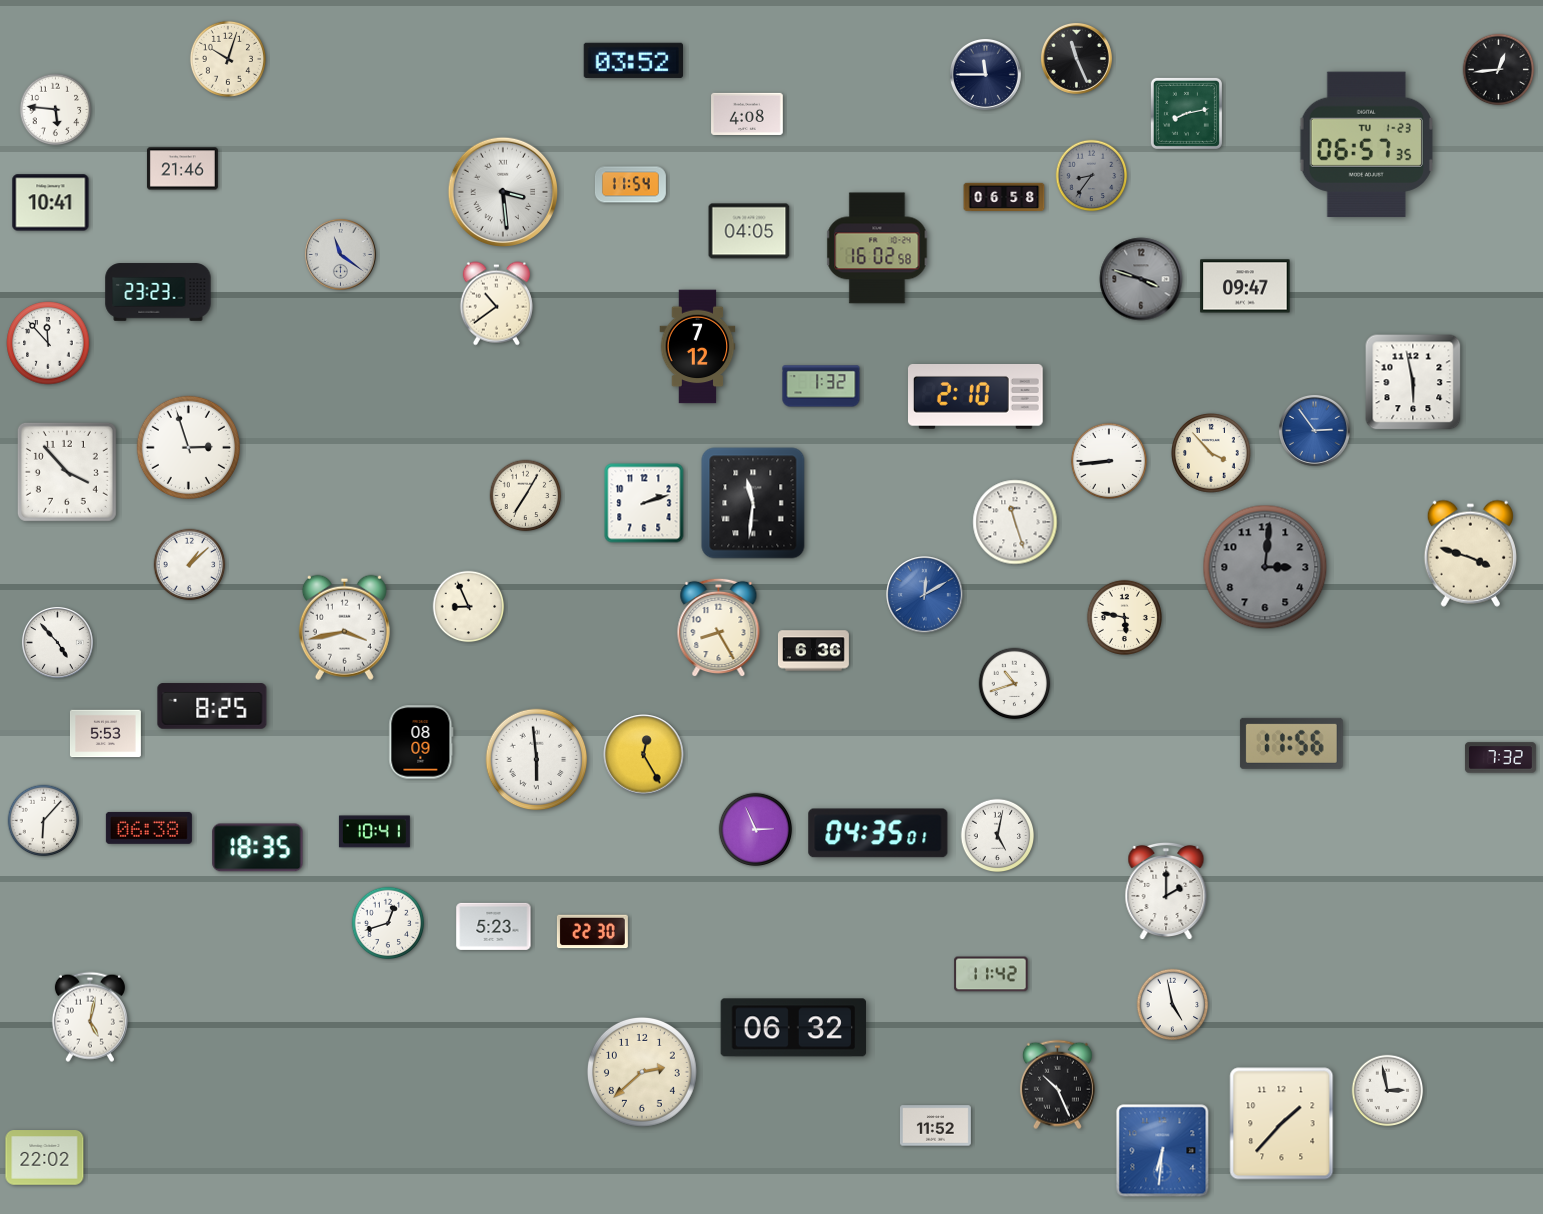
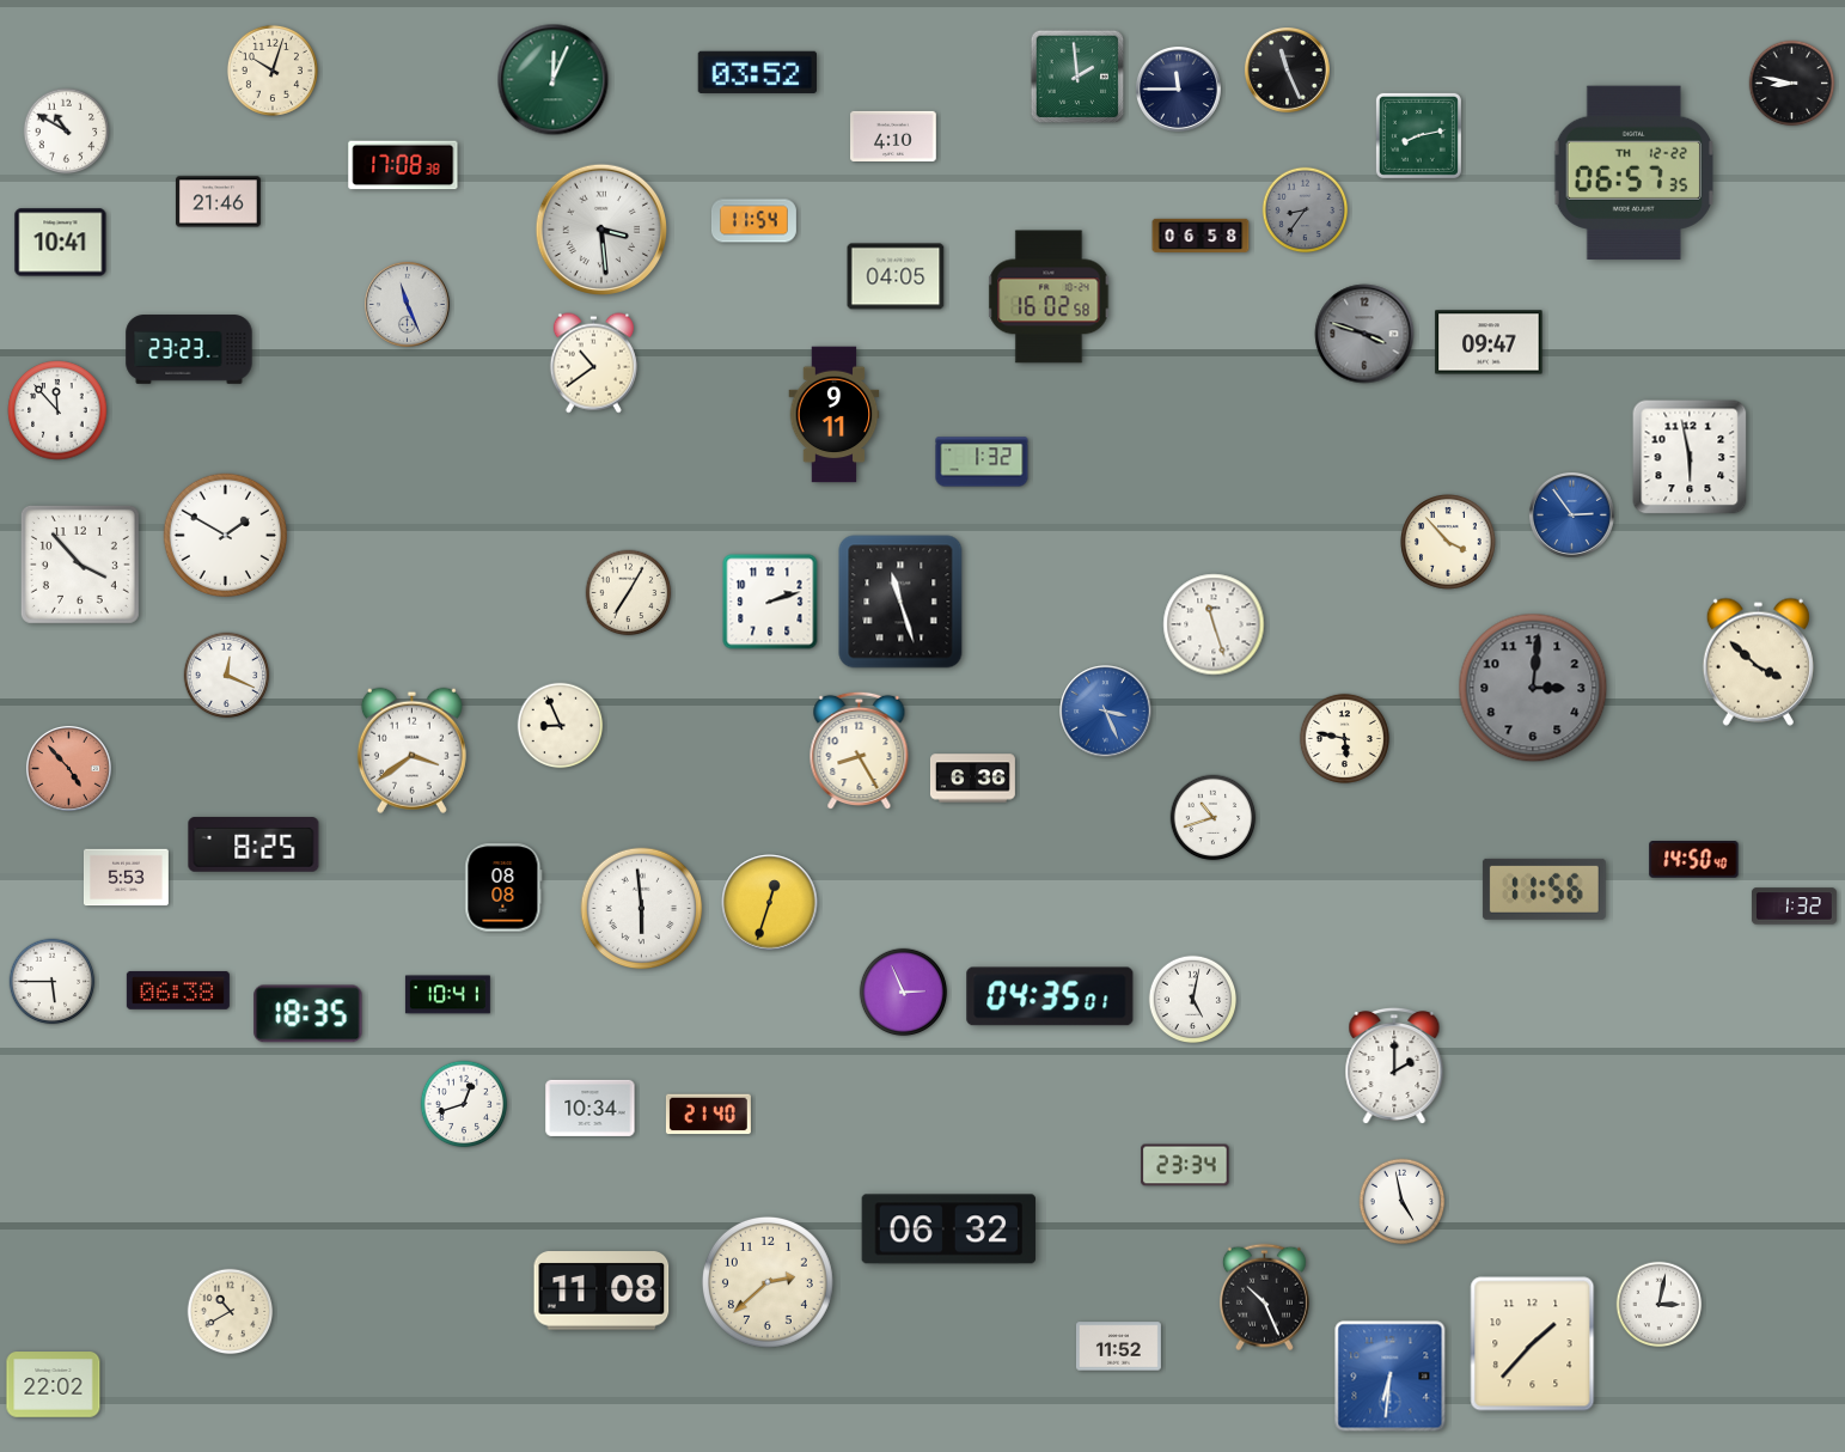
clock at (1077, 77): none -> 1:59
clock at (554, 80): none -> 12:04
clock at (1499, 70): 12:44 -> 8:47
clock at (56, 110): 5:46 -> 10:50
clock at (747, 114): 4:08 -> 4:10
clock at (403, 165): none -> 17:08
clock at (1366, 145) date: TU 1-23 -> TH 12-22
clock at (340, 254): 11:21 -> 11:26
clock at (698, 347): 7:12 -> 9:11
clock at (976, 397): 2:10 -> none
clock at (188, 447): 2:57 -> 1:50
clock at (1109, 461): 8:44 -> none
clock at (753, 503): 11:31 -> 11:27
clock at (1470, 553): 3:48 -> 3:52
clock at (190, 565): 1:08 -> 12:19
clock at (1265, 567) position: (1265, 567) -> (1533, 688)
clock at (925, 595): 12:10 -> 3:26
clock at (344, 627): 3:43 -> 3:39
clock at (57, 642) dial: white -> salmon
clock at (1694, 860): none -> 14:50
clock at (421, 742): 08:09 -> 08:08
clock at (644, 755): 12:25 -> 12:33
clock at (1500, 758): 7:32 -> 1:32
clock at (44, 821): 6:07 -> 5:45
clock at (494, 926): 5:23 -> 10:34
clock at (592, 932): 22:30 -> 21:40
clock at (991, 974): 11:42 -> 23:34
clock at (90, 1017): 5:02 -> none
clock at (601, 1291): none -> 11:08
clock at (1388, 1091): 2:58 -> 3:02
clock at (231, 1312): none -> 10:40
